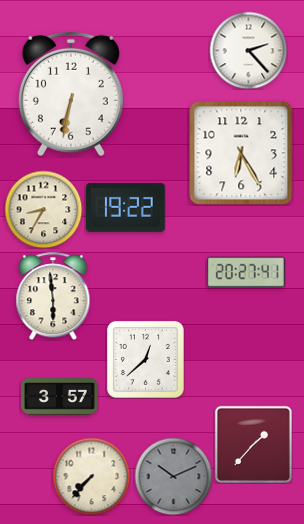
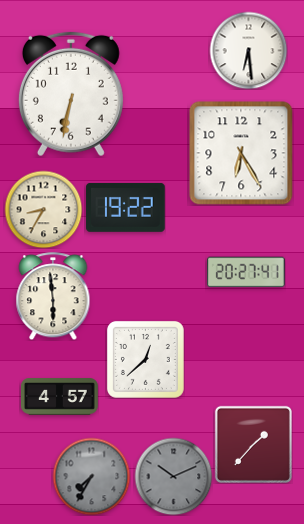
clock at (248, 50): 2:23 -> 6:29
clock at (60, 397): 3:57 -> 4:57
clock at (91, 476): 7:37 -> 7:35
clock at (91, 476) dial: cream -> grey
